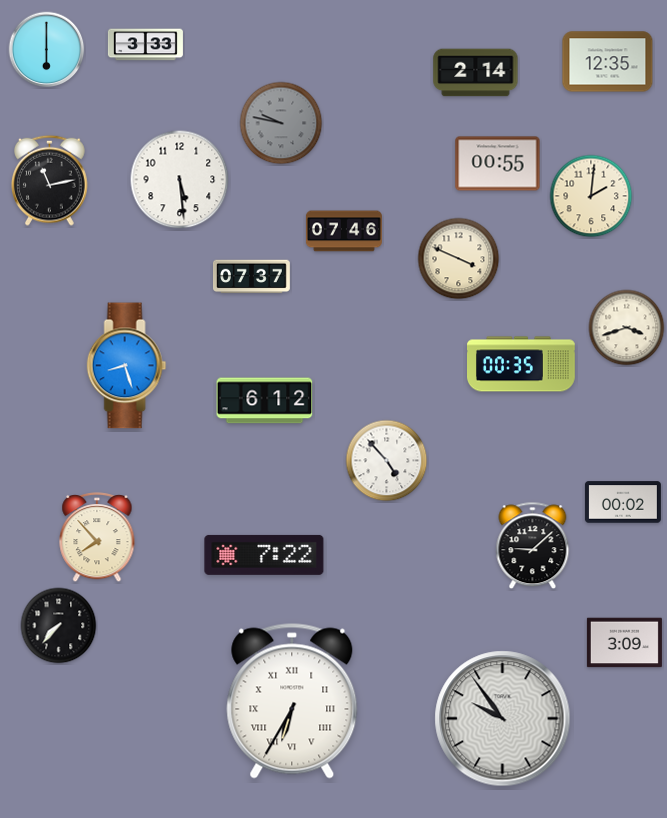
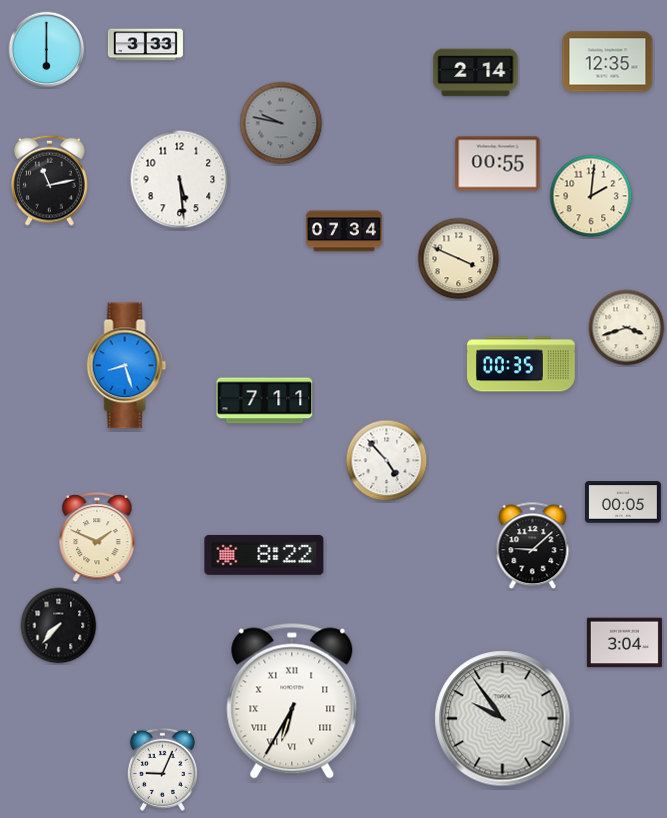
clock at (344, 231): 07:46 -> 07:34
clock at (251, 277): 07:37 -> none
clock at (265, 401): 6:12 -> 7:11
clock at (623, 502): 00:02 -> 00:05
clock at (97, 538): 7:53 -> 1:49
clock at (264, 555): 7:22 -> 8:22
clock at (624, 643): 3:09 -> 3:04
clock at (162, 769): none -> 9:04
